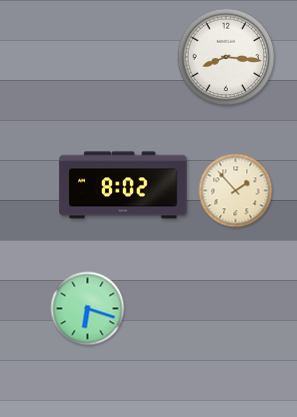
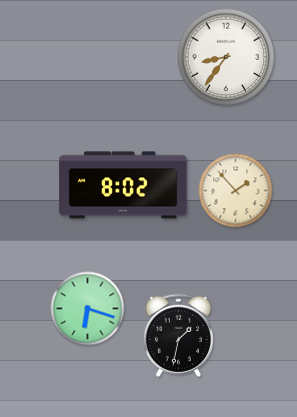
clock at (226, 57): 8:16 -> 8:36
clock at (178, 335): none -> 1:32
